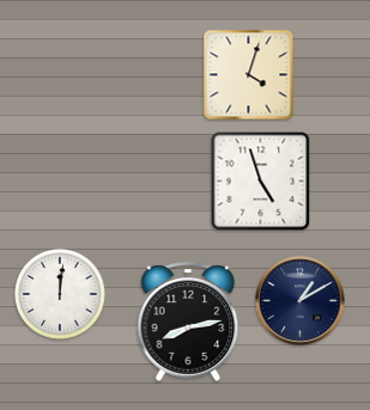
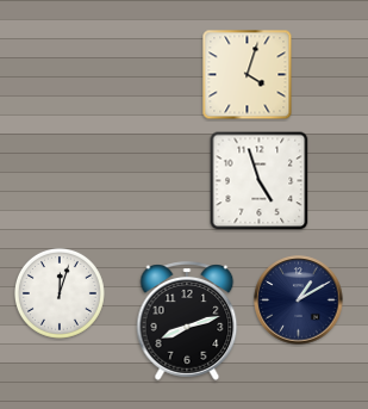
clock at (60, 294): 12:01 -> 12:03
clock at (188, 322): 8:13 -> 8:12
